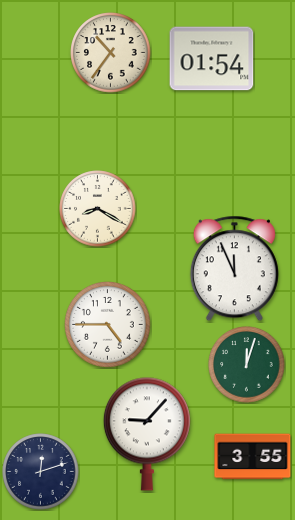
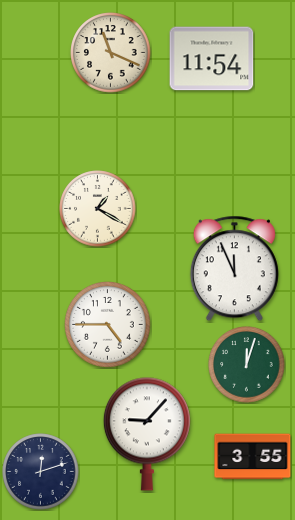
clock at (111, 53): 10:36 -> 11:19
clock at (212, 59): 01:54 -> 11:54
clock at (98, 209): 8:20 -> 1:20
